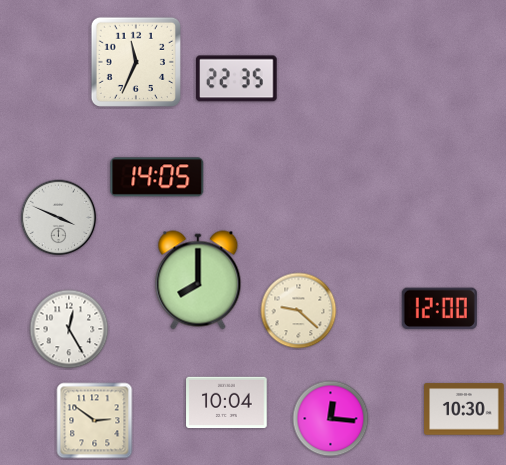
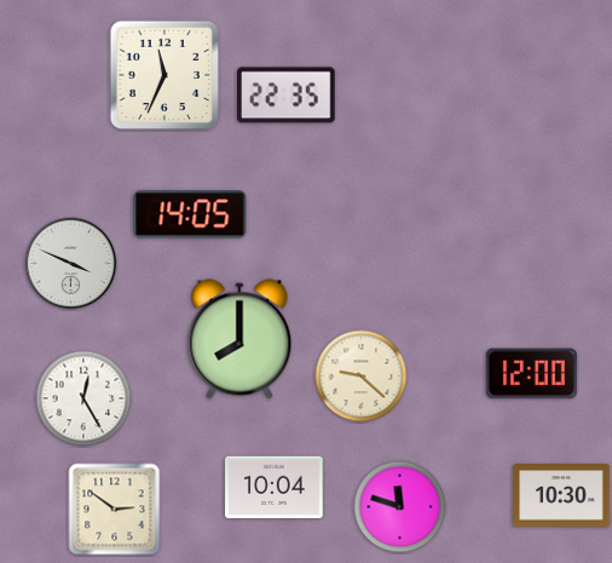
clock at (331, 419): 12:16 -> 11:48
